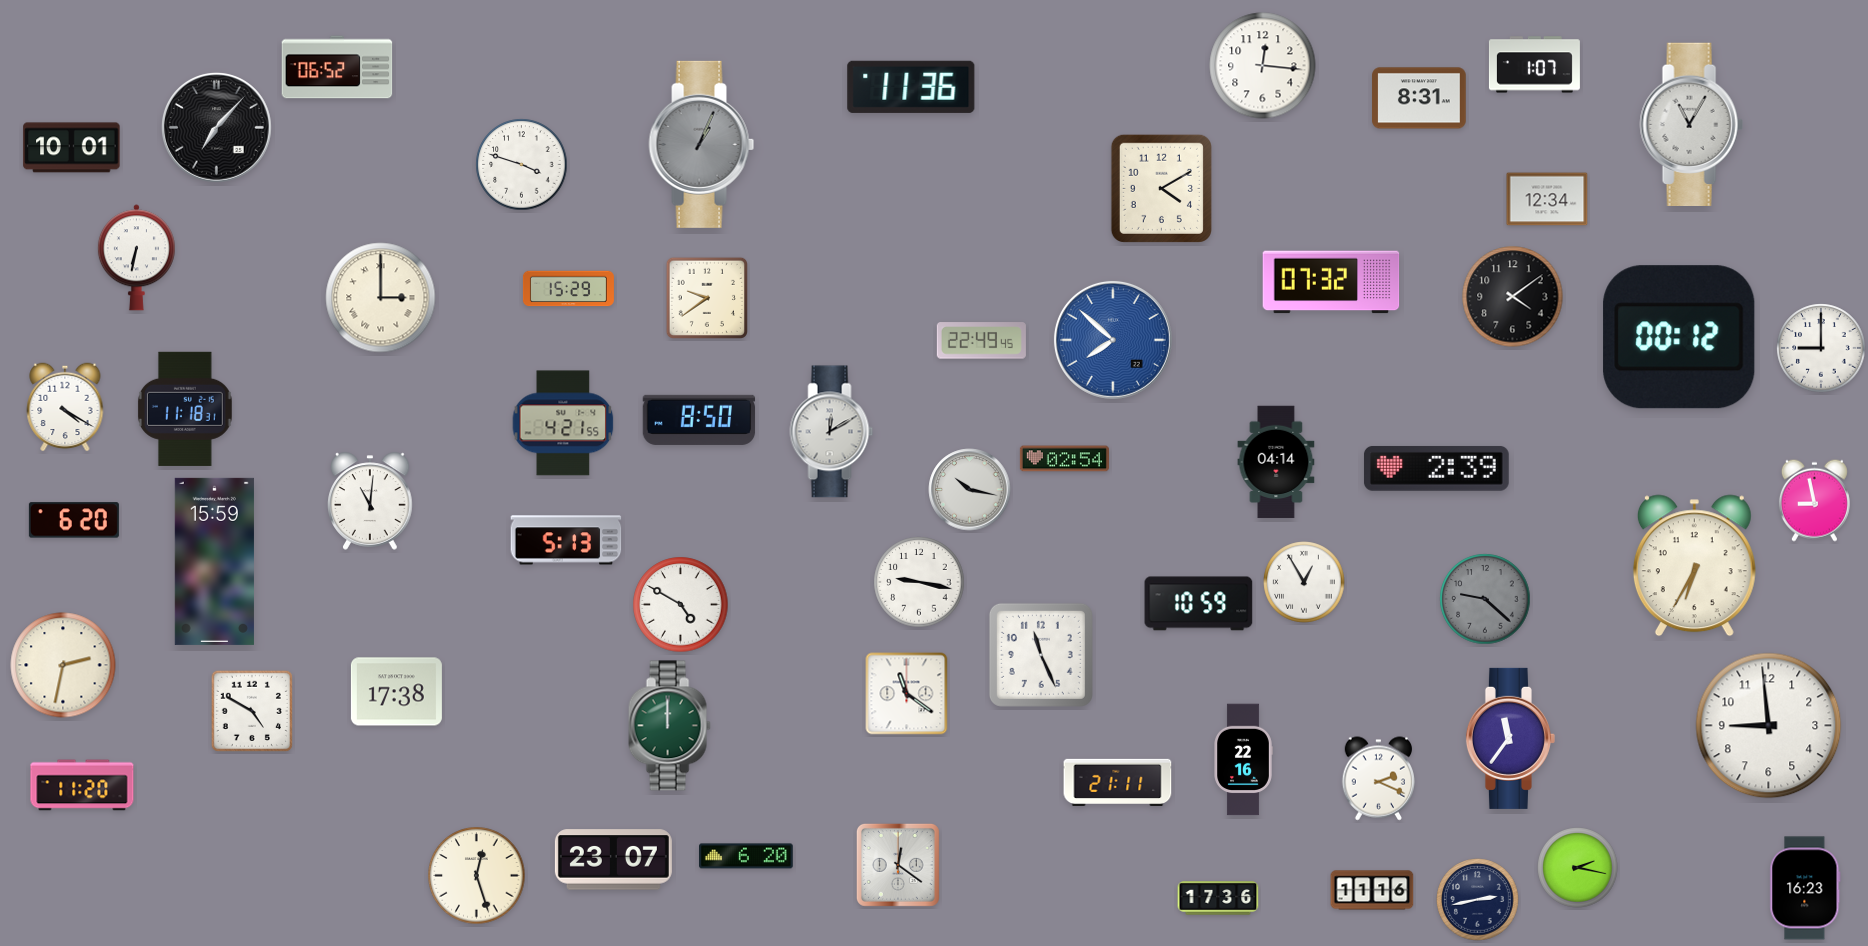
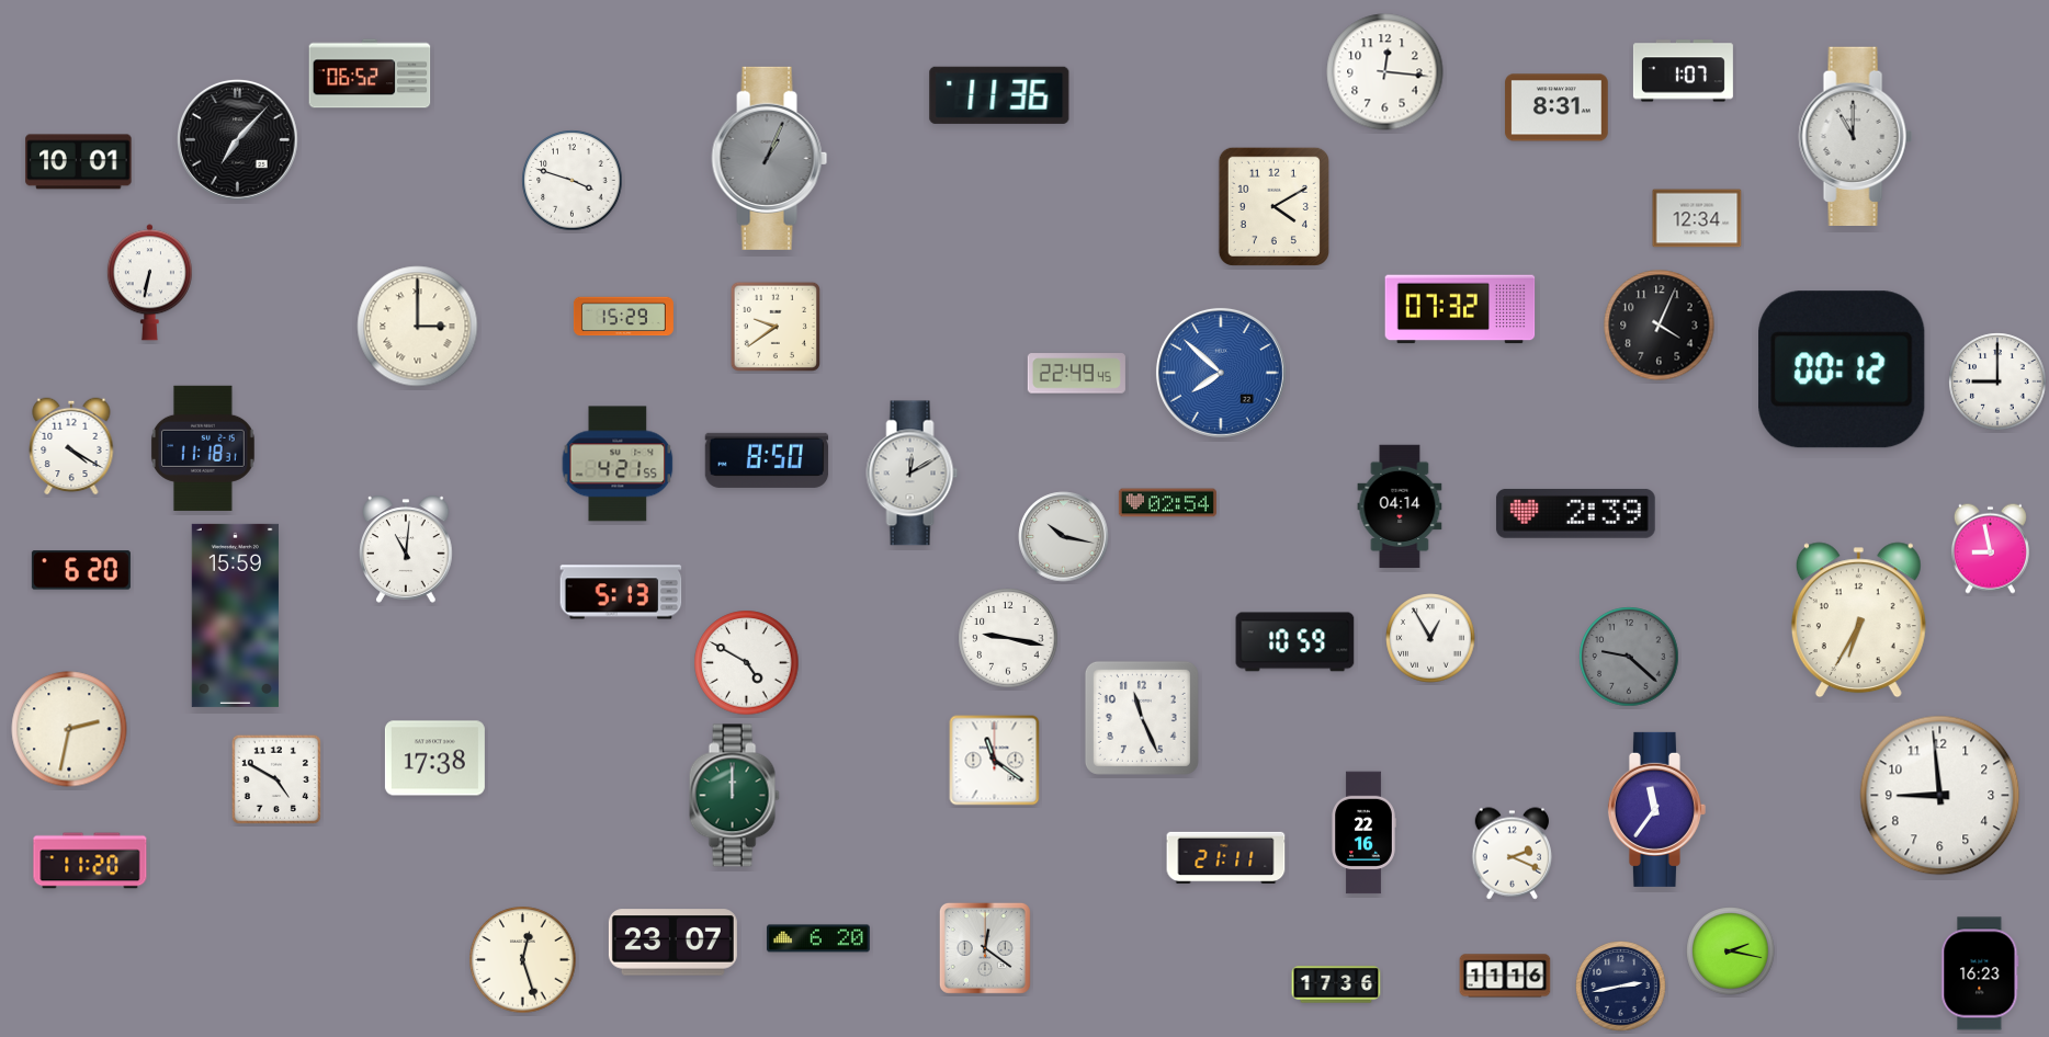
clock at (1691, 124): 11:05 -> 11:00
clock at (1513, 297): 4:09 -> 4:04
clock at (1199, 604) position: (1199, 604) -> (1295, 642)
